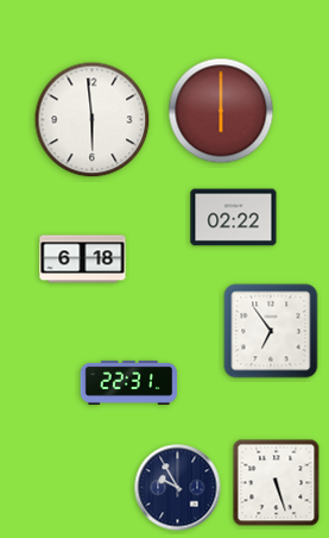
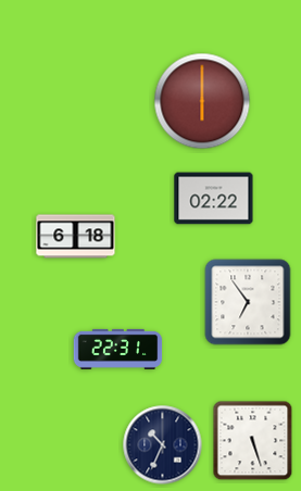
clock at (93, 120): 5:59 -> none
clock at (178, 488): 9:55 -> 10:34
